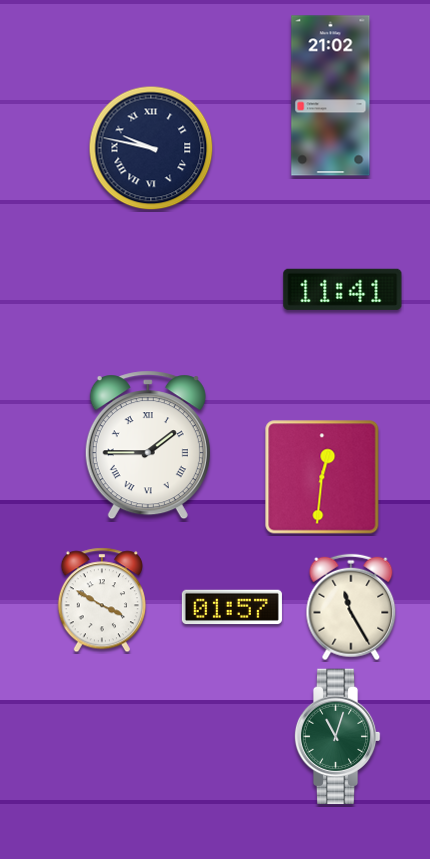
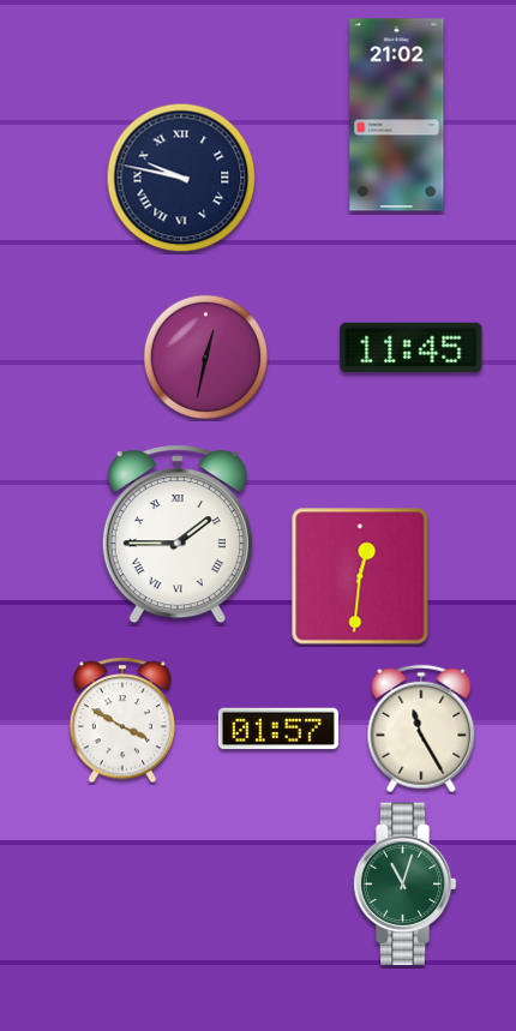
clock at (343, 289): 11:41 -> 11:45
clock at (206, 358): none -> 12:32
clock at (322, 477) position: (322, 477) -> (360, 576)
